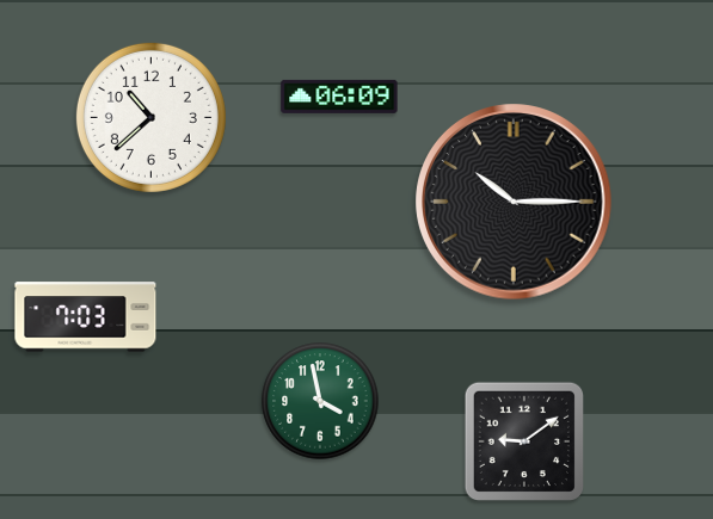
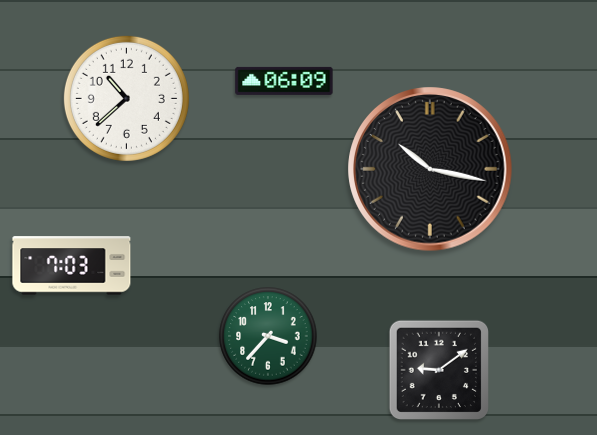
clock at (514, 202): 10:15 -> 10:17
clock at (320, 401): 3:58 -> 3:37
